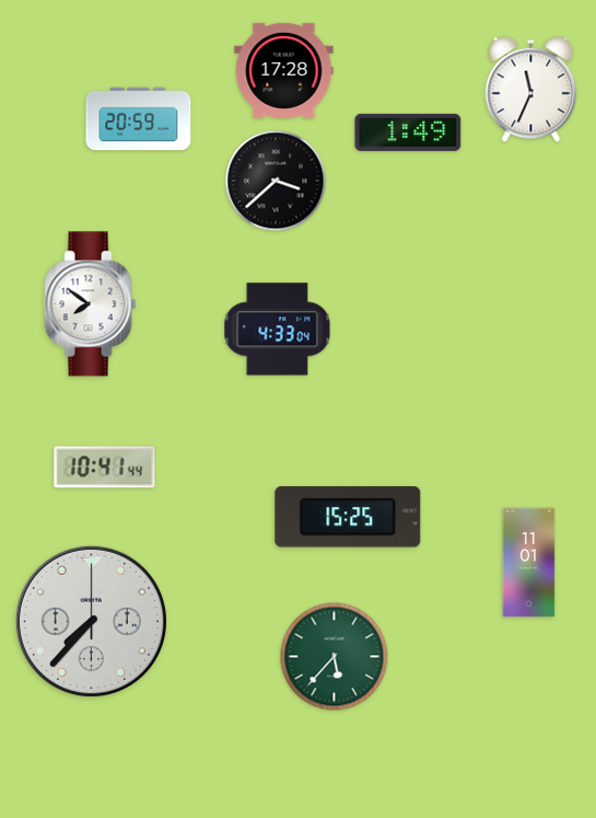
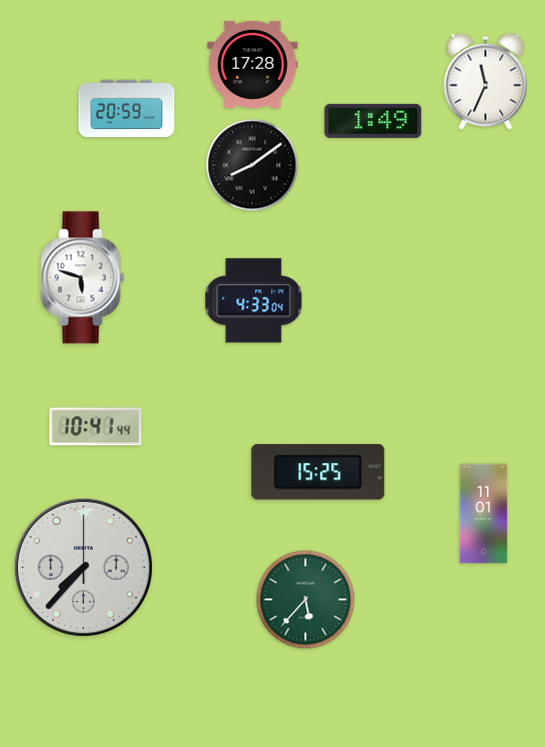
clock at (284, 70) position: (284, 70) -> (253, 64)
clock at (276, 181): 3:38 -> 8:09
clock at (91, 304): 7:51 -> 5:48
